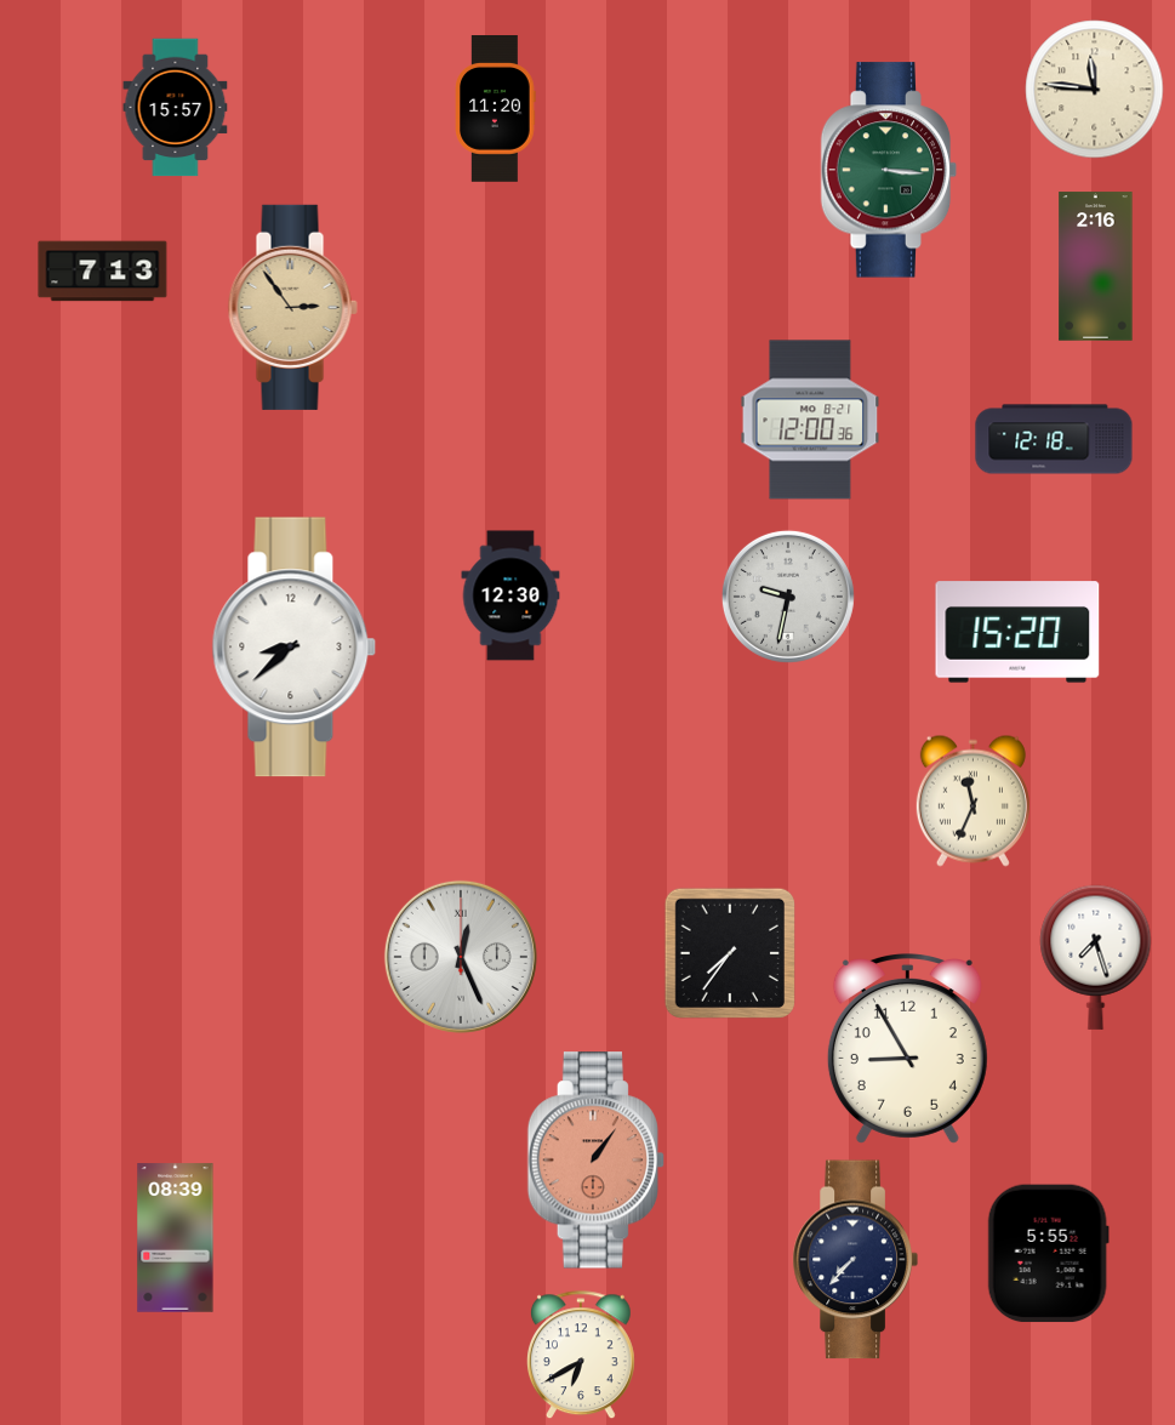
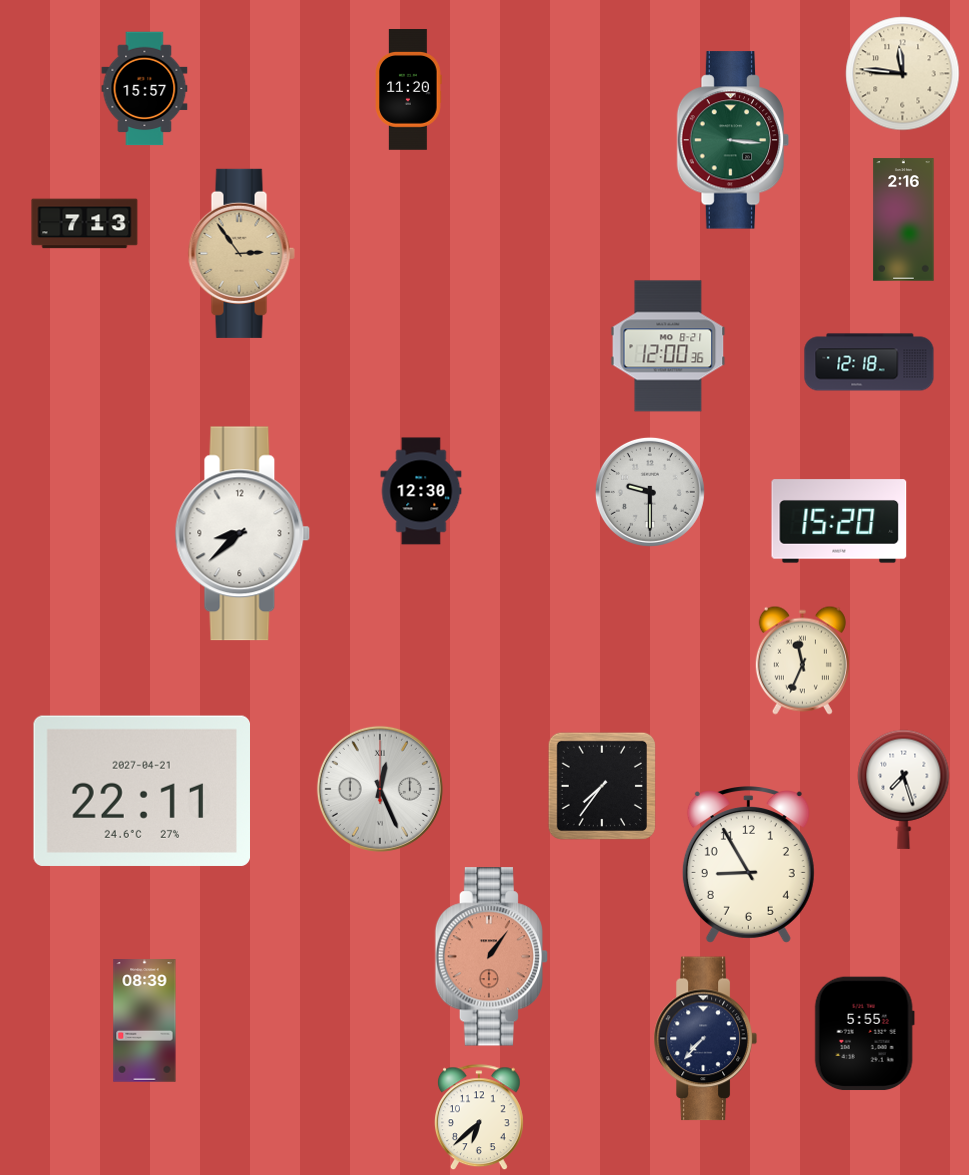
clock at (788, 597): 9:32 -> 9:30
clock at (141, 791): none -> 22:11
clock at (581, 1356): 6:40 -> 6:38
